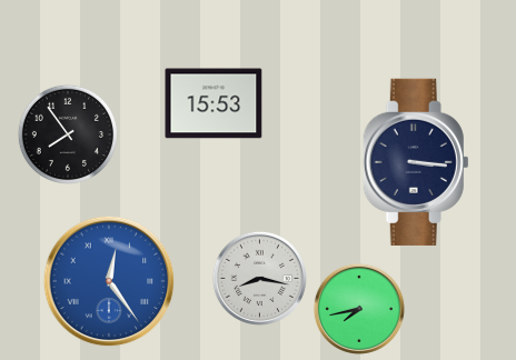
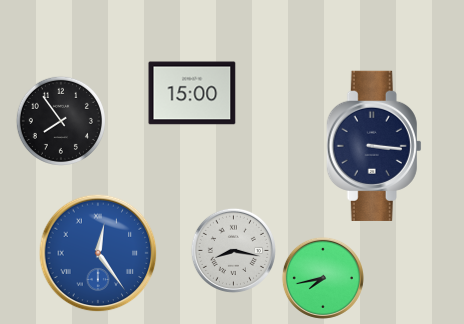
clock at (214, 103): 15:53 -> 15:00
